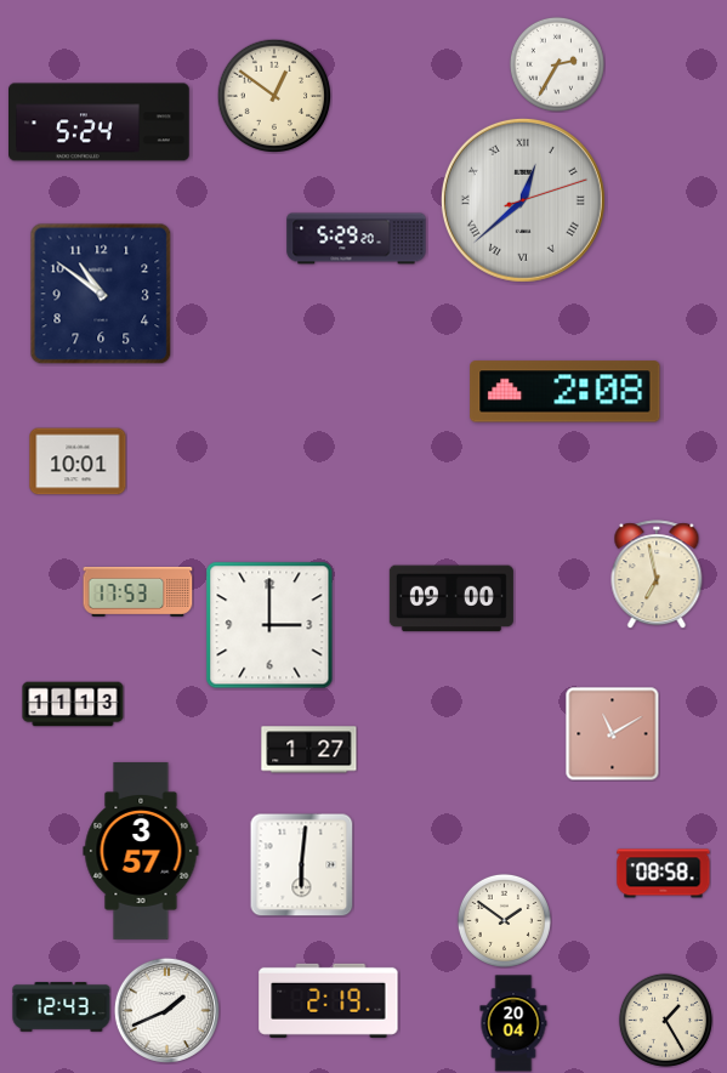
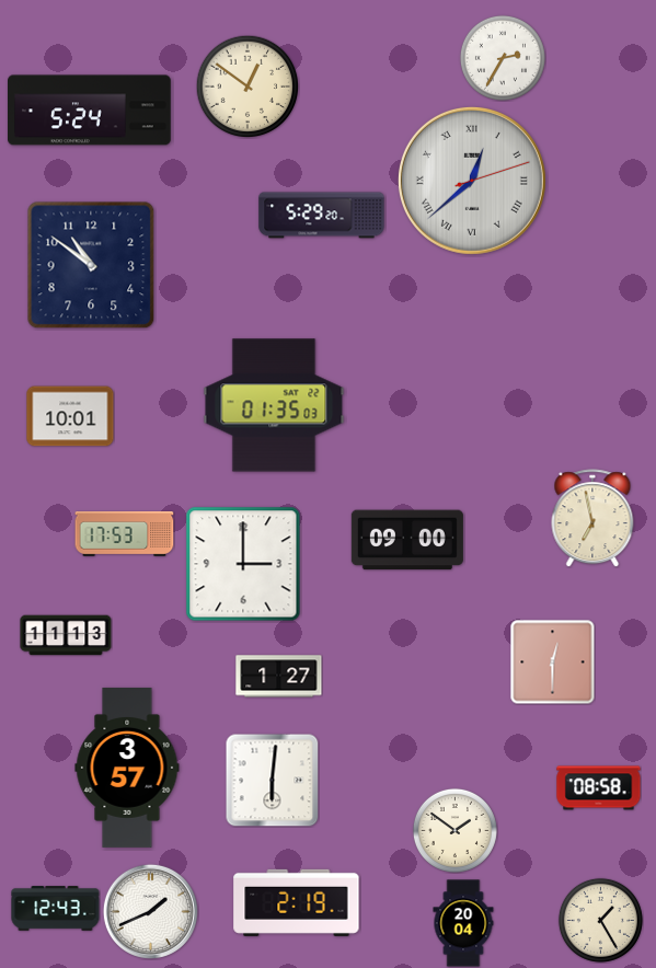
clock at (566, 392): 2:08 -> none
clock at (274, 405): none -> 01:35
clock at (612, 733): 11:10 -> 12:30
